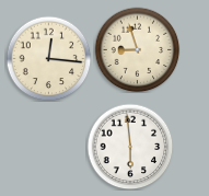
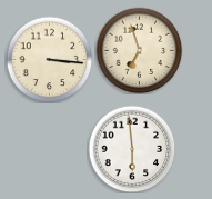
clock at (137, 49): 8:57 -> 6:57
clock at (48, 58): 12:16 -> 3:16
